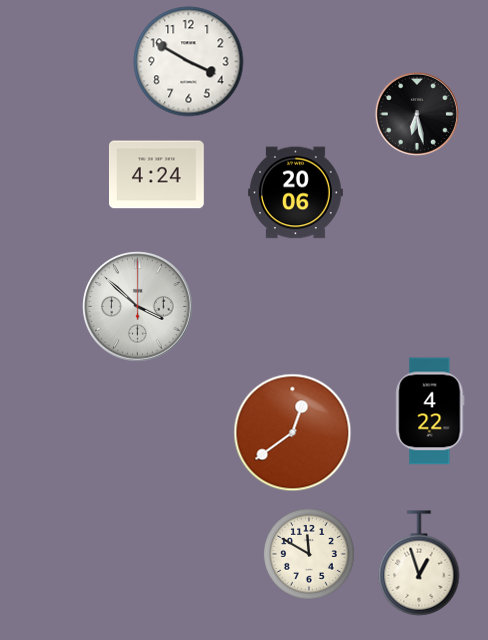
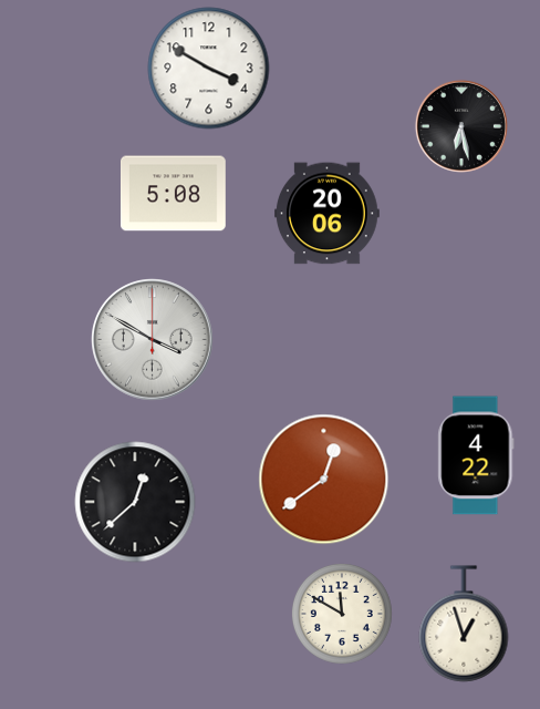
clock at (157, 175): 4:24 -> 5:08
clock at (138, 307): 3:52 -> 3:50
clock at (135, 502): none -> 12:38
